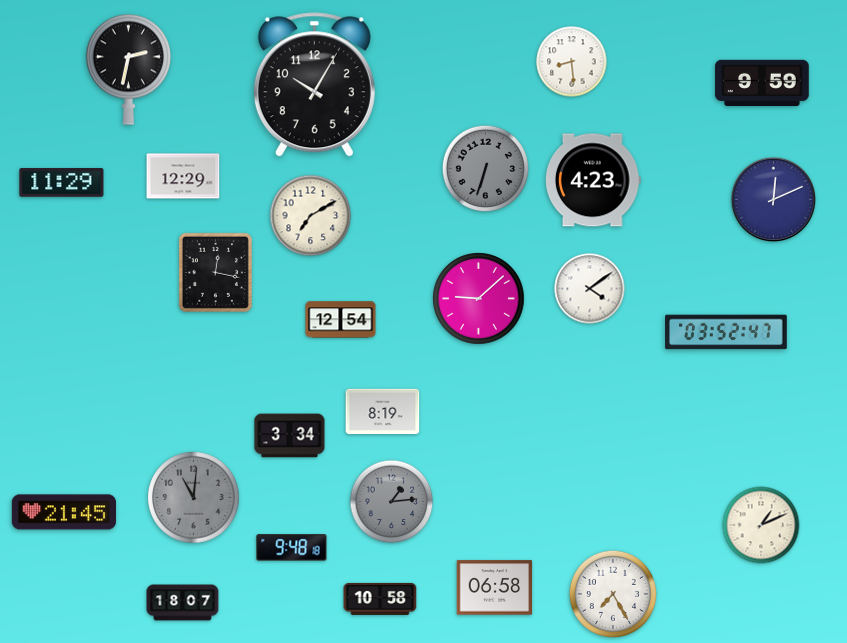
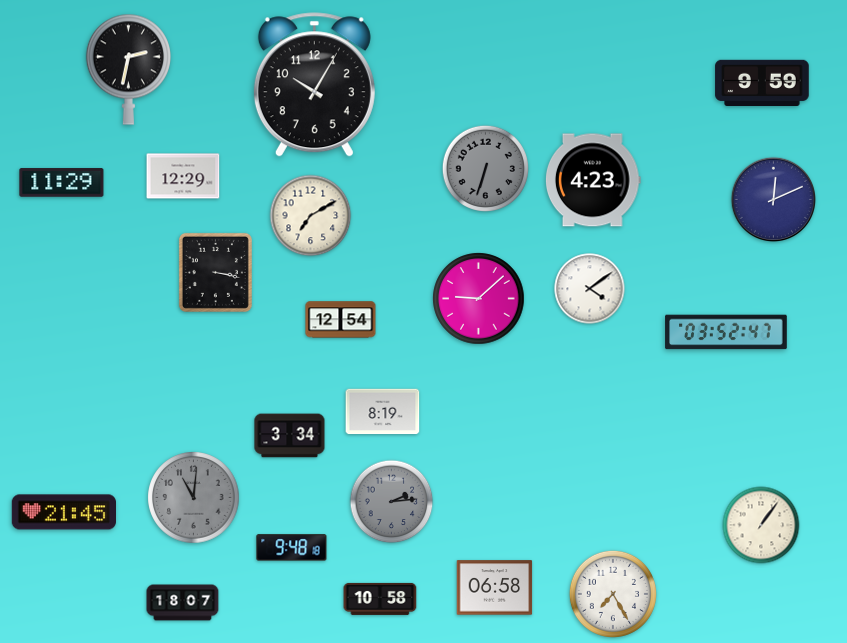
clock at (572, 62): 8:29 -> none
clock at (215, 272): 12:17 -> 3:17
clock at (392, 502): 1:14 -> 2:14
clock at (761, 525): 1:11 -> 1:06
